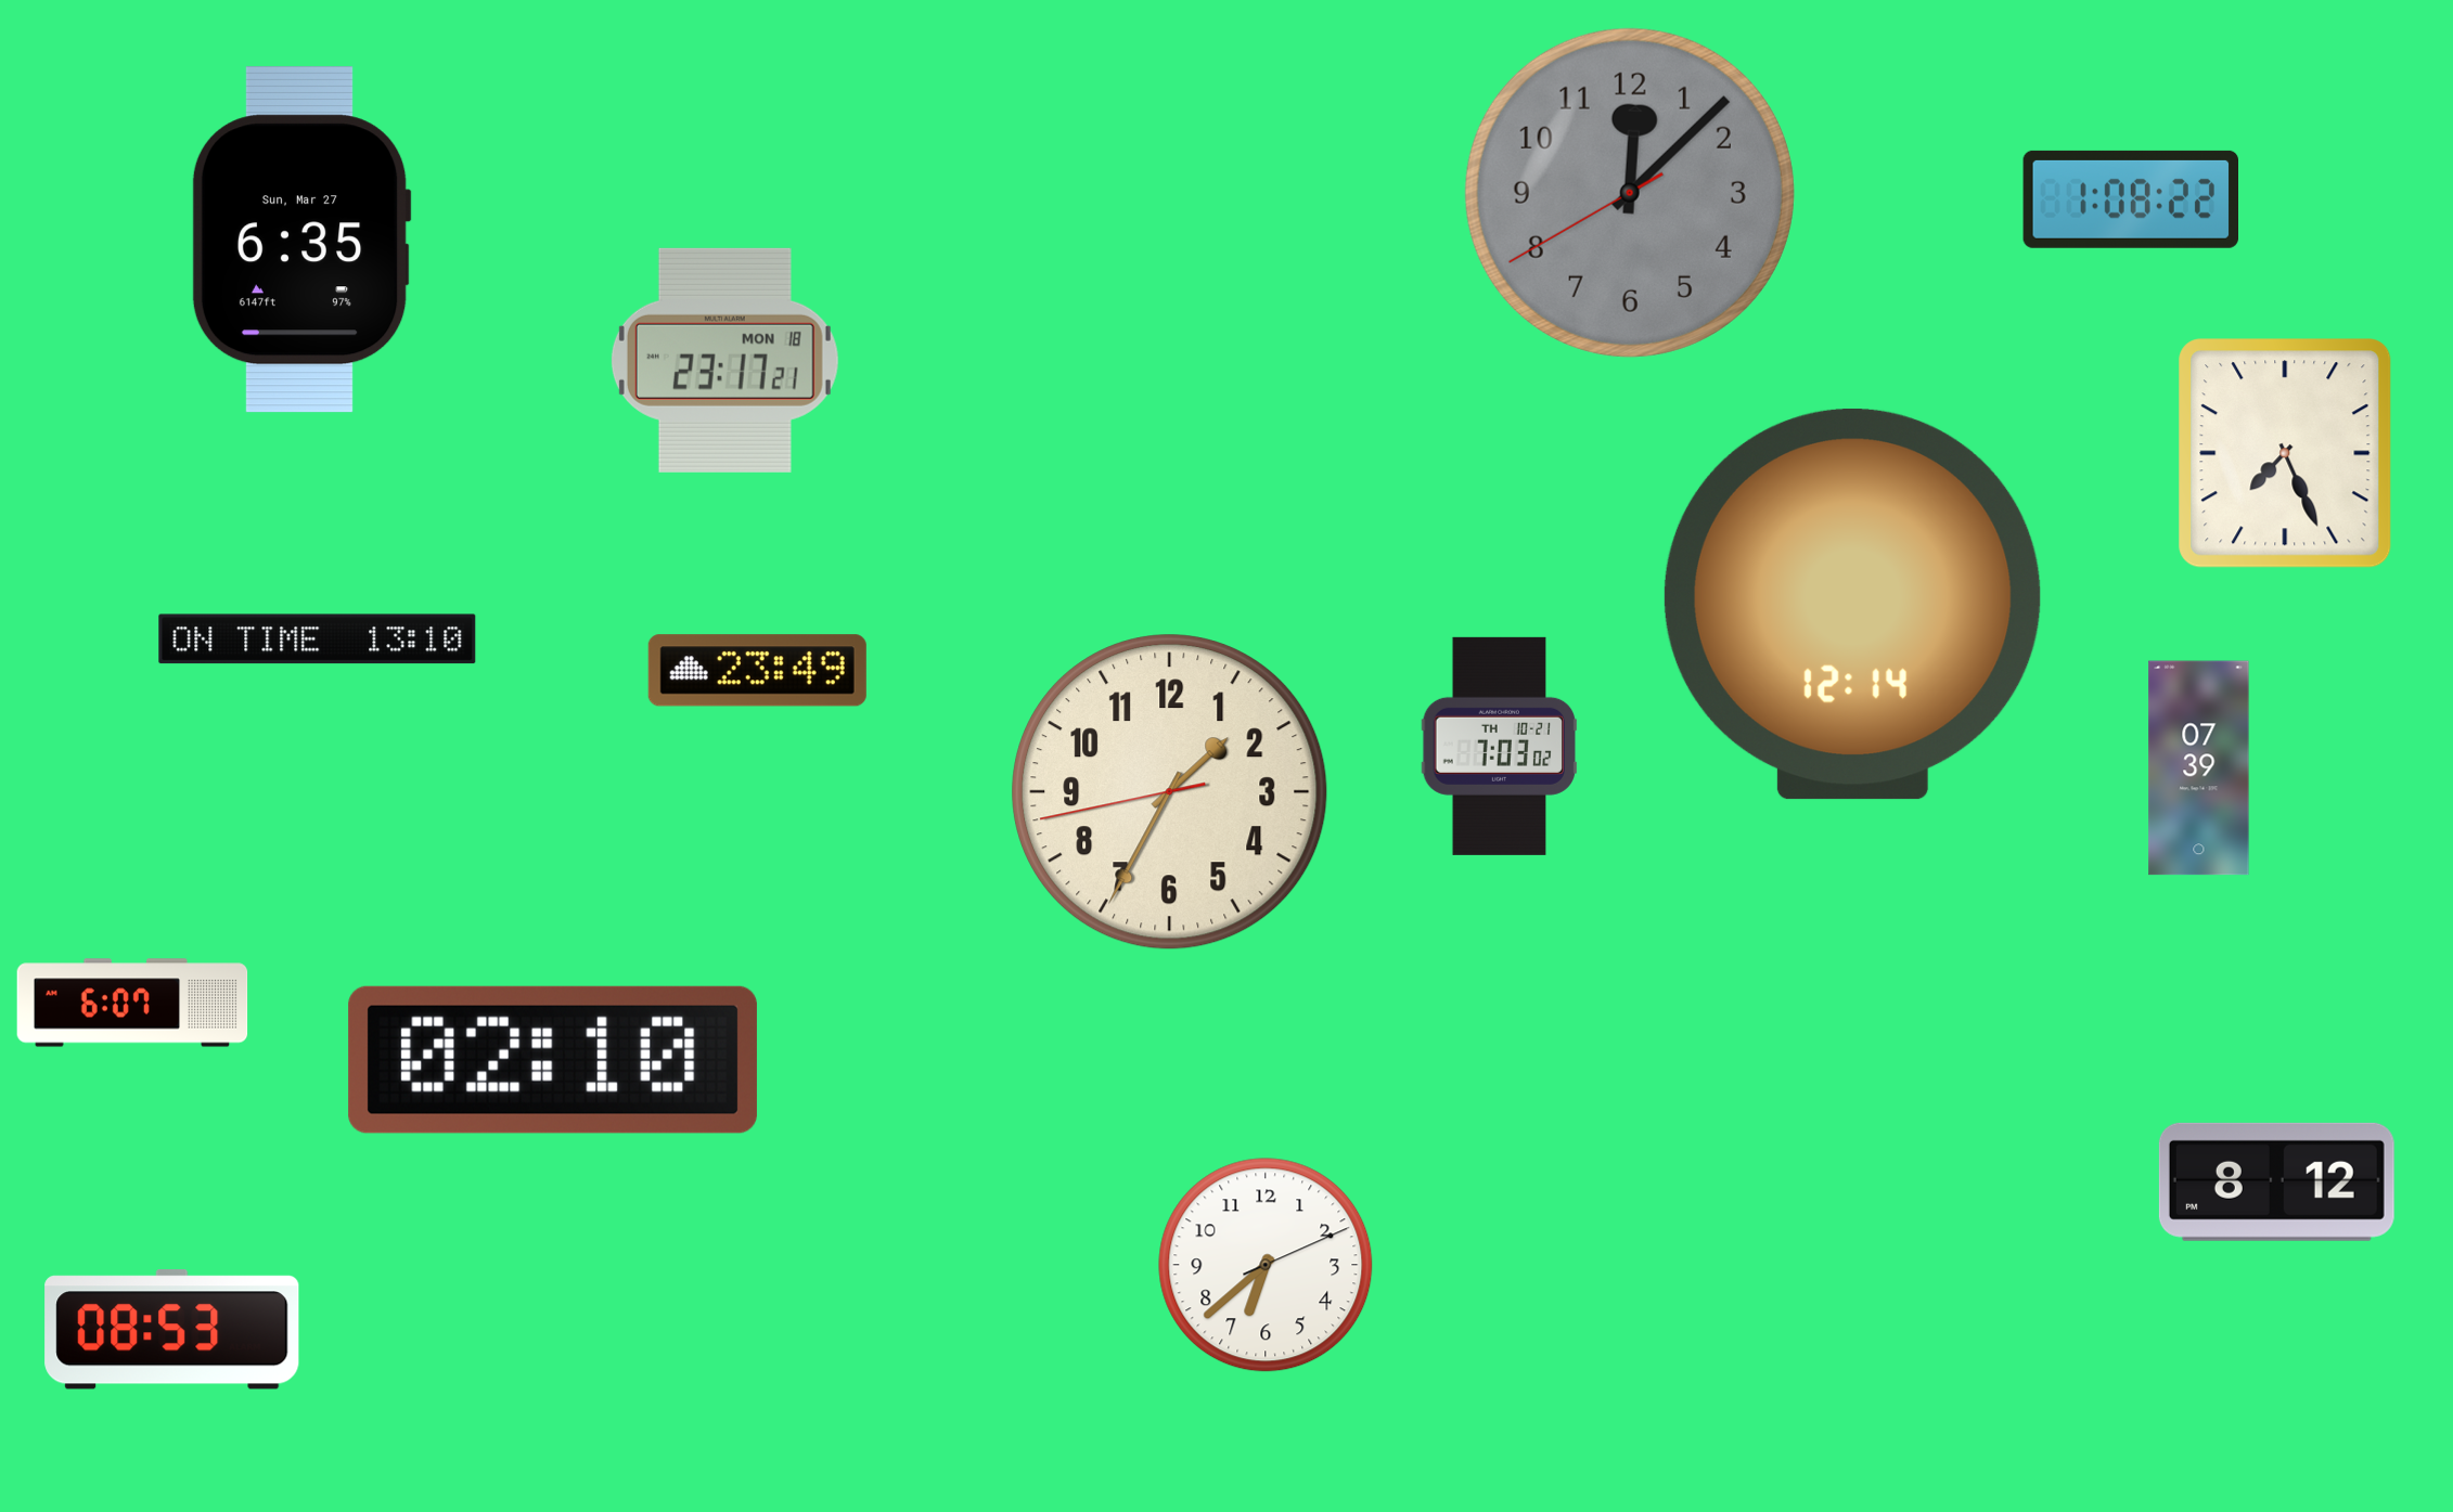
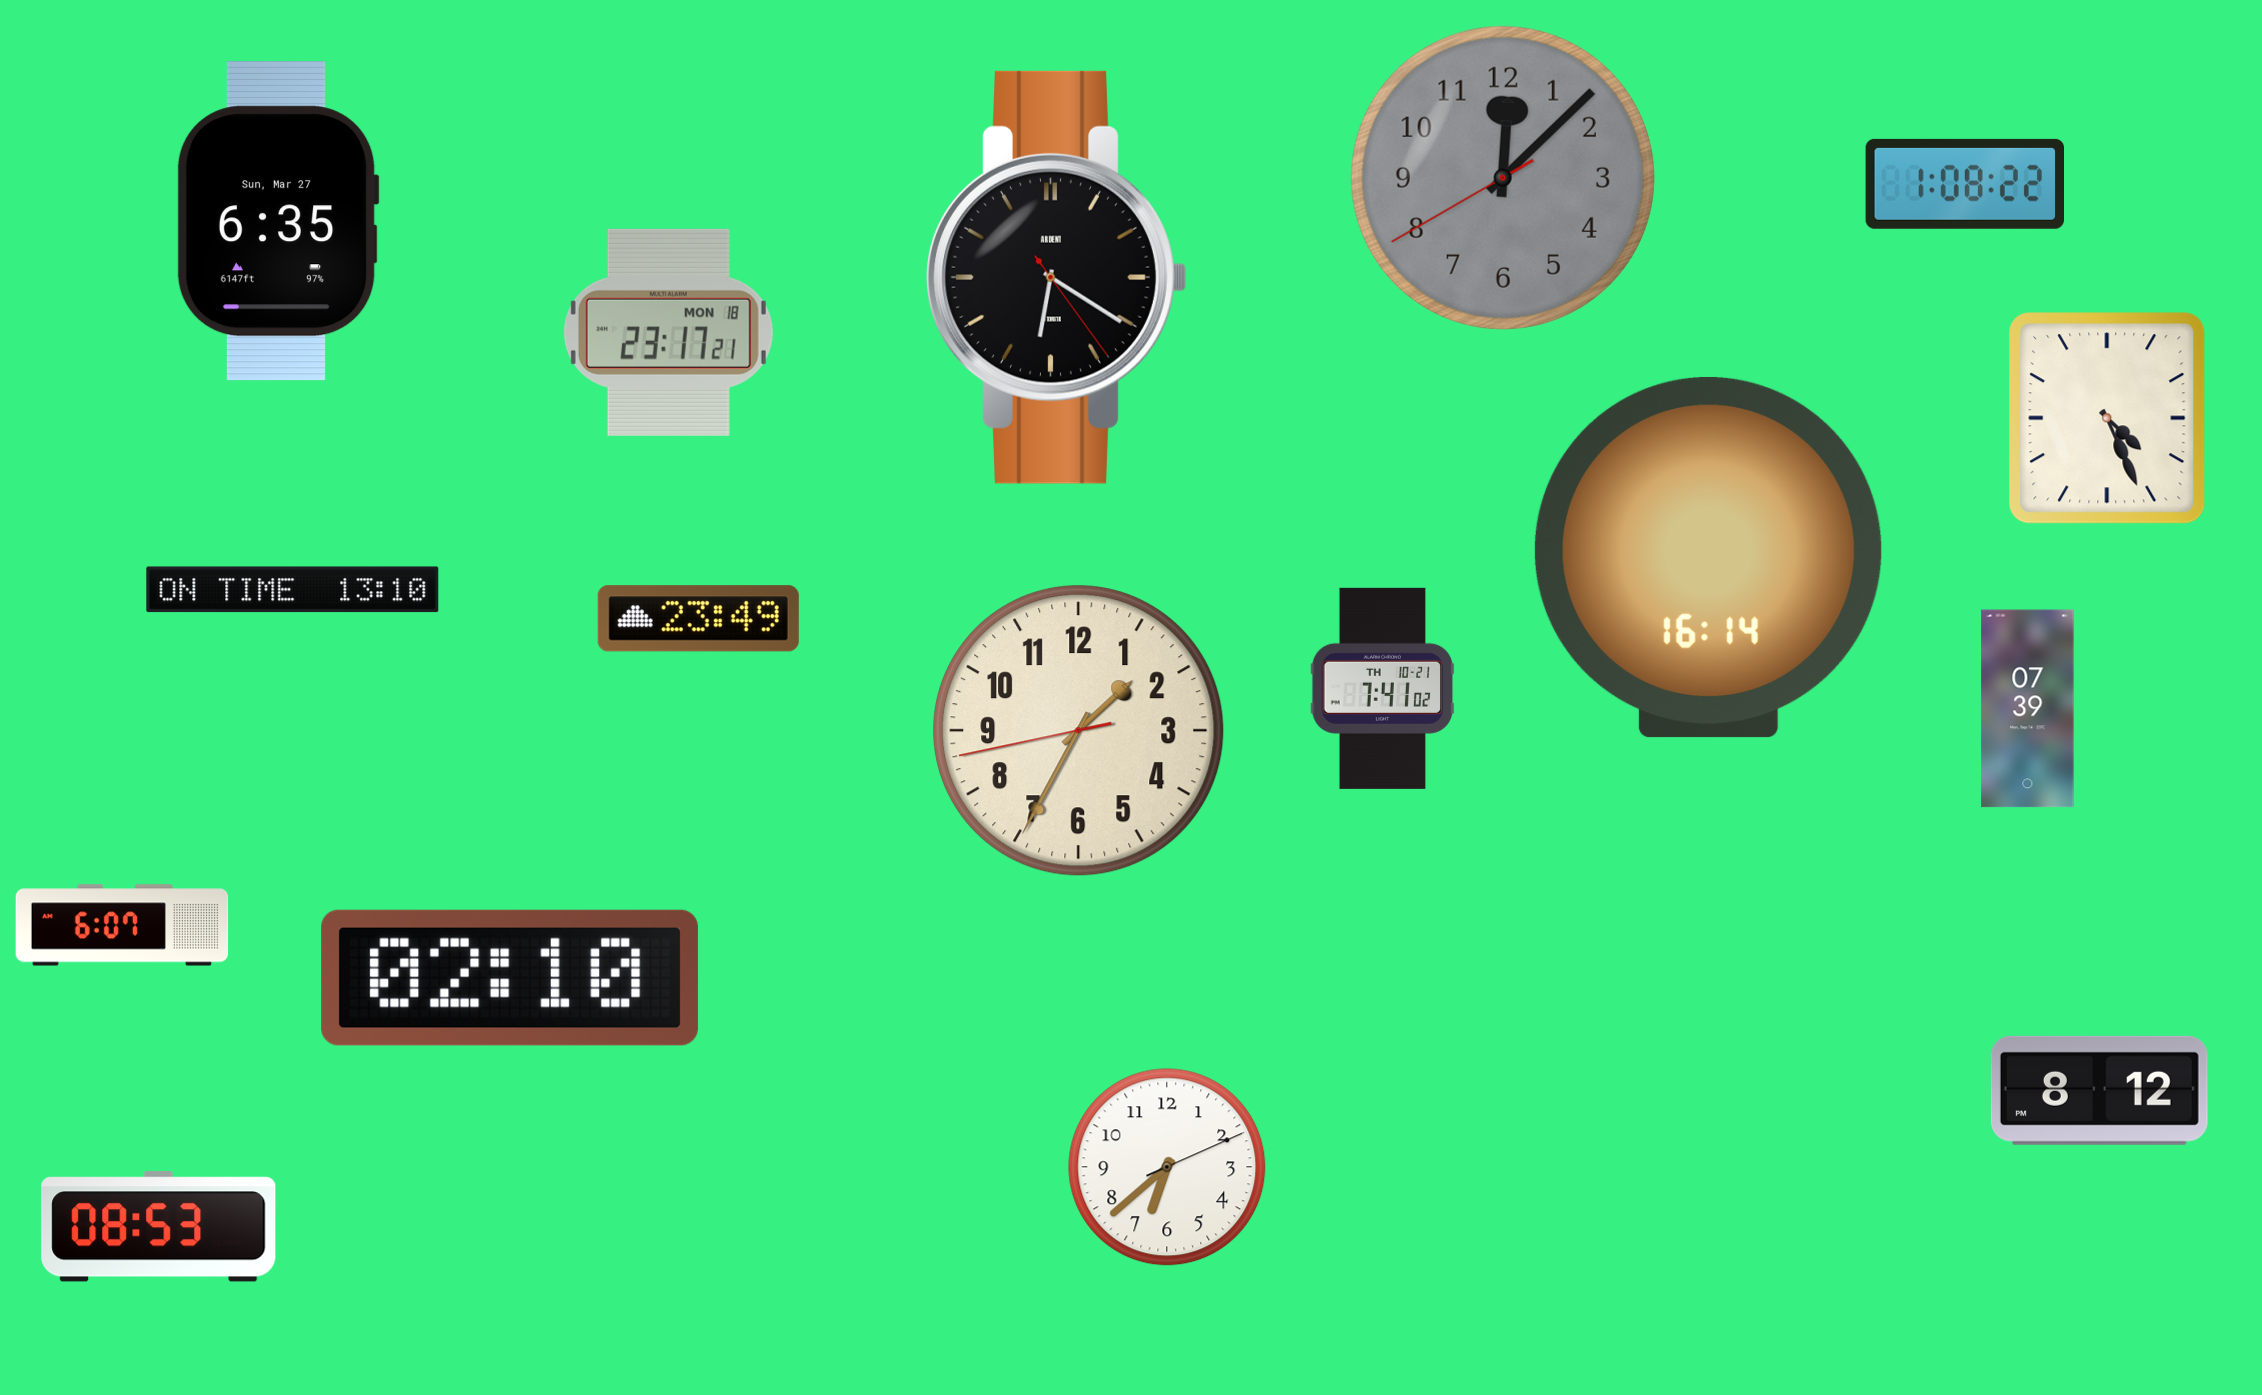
clock at (1057, 277): none -> 6:20
clock at (2285, 453): 7:26 -> 4:26
clock at (1852, 604): 12:14 -> 16:14
clock at (1500, 746): 7:03 -> 7:41
